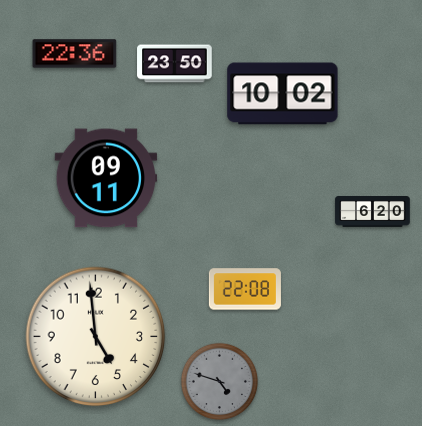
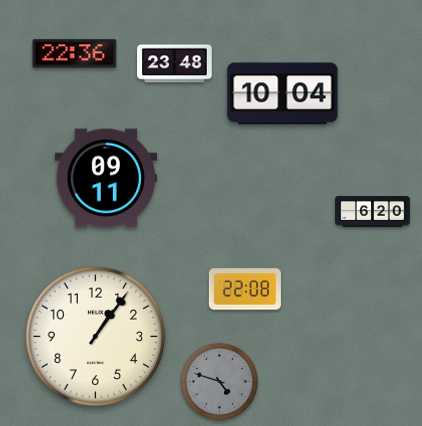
clock at (175, 64): 23:50 -> 23:48
clock at (283, 94): 10:02 -> 10:04
clock at (96, 337): 4:59 -> 1:06
